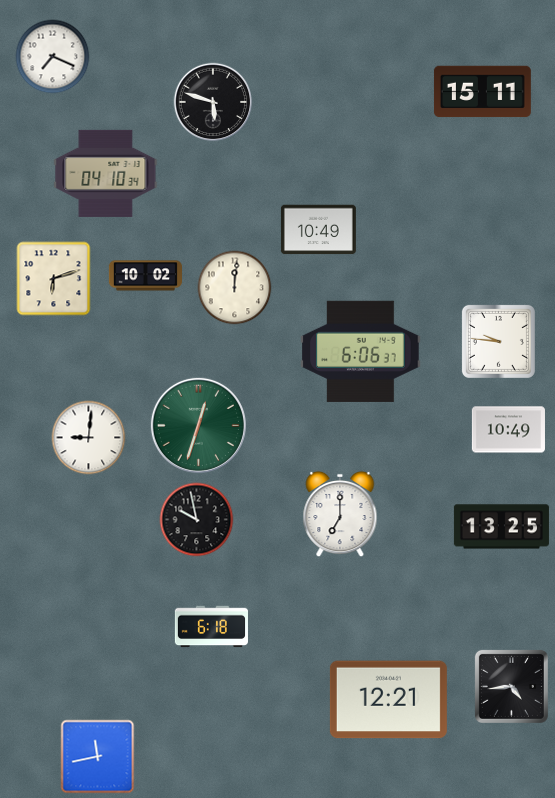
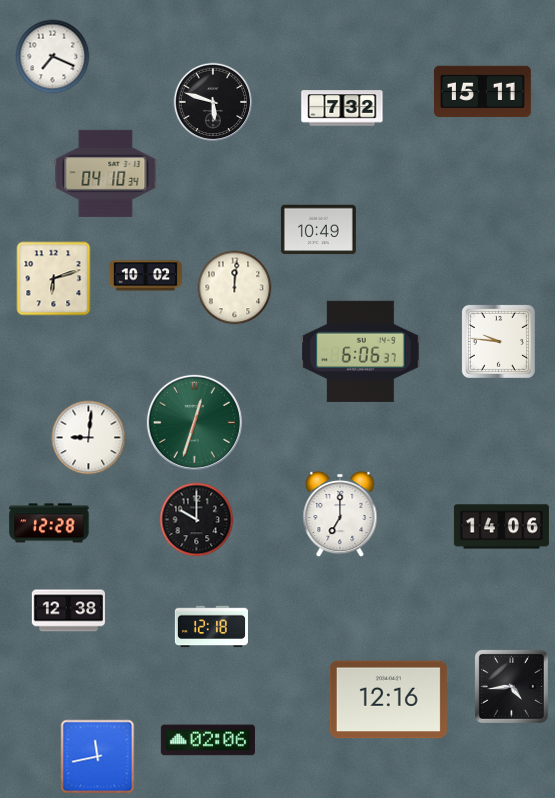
clock at (342, 108): none -> 7:32
clock at (198, 425) position: (198, 425) -> (194, 422)
clock at (508, 430): 10:49 -> none
clock at (197, 520): 9:58 -> 10:00
clock at (49, 523): none -> 12:28
clock at (501, 527): 13:25 -> 14:06
clock at (68, 611): none -> 12:38
clock at (211, 627): 6:18 -> 12:18
clock at (388, 700): 12:21 -> 12:16
clock at (208, 740): none -> 02:06
